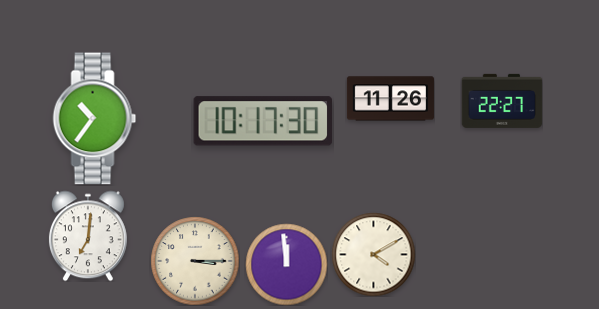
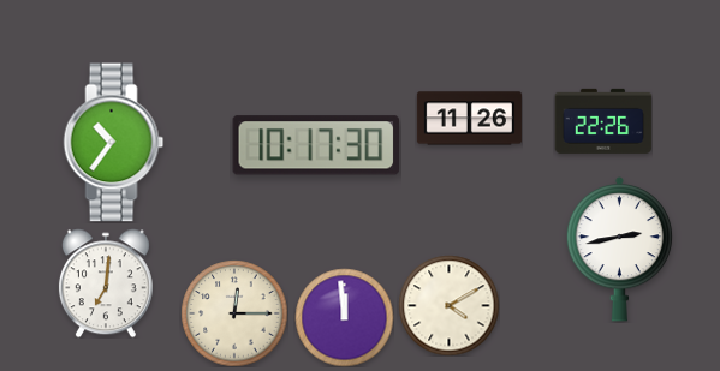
clock at (502, 101): 22:27 -> 22:26
clock at (620, 249): none -> 2:43
clock at (195, 261): 3:15 -> 12:15
